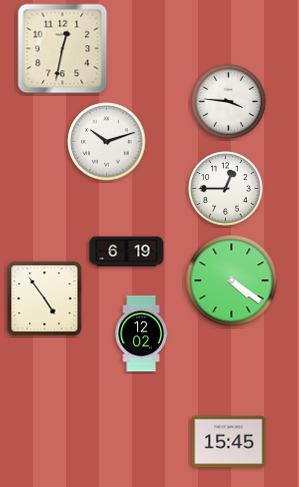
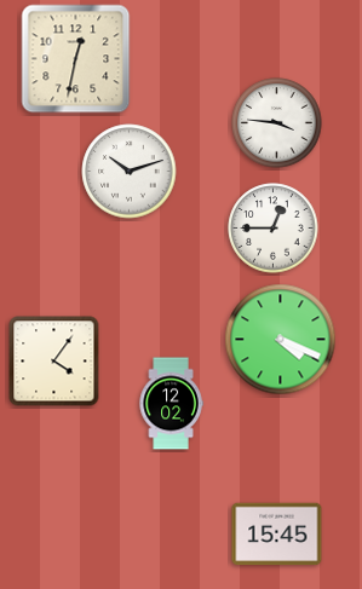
clock at (127, 252): 6:19 -> none
clock at (232, 281): 4:21 -> 4:19
clock at (45, 299): 4:54 -> 4:06
